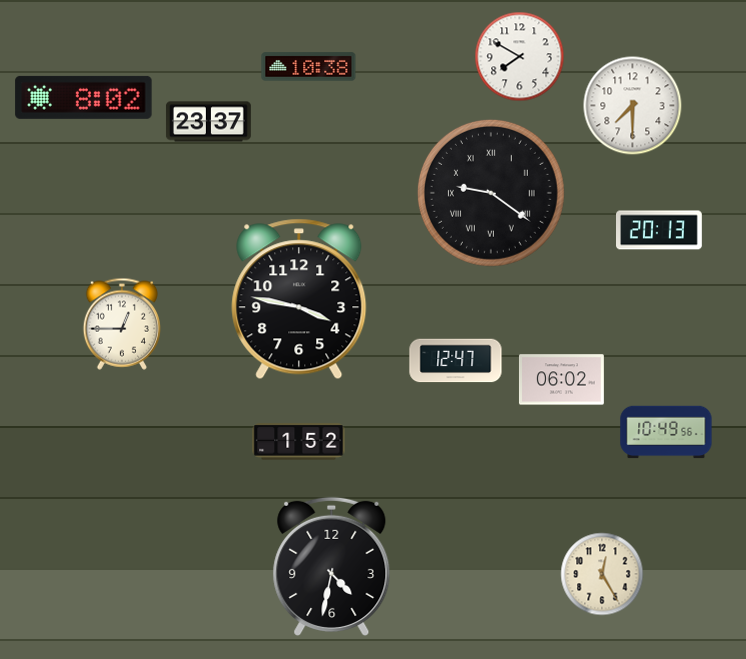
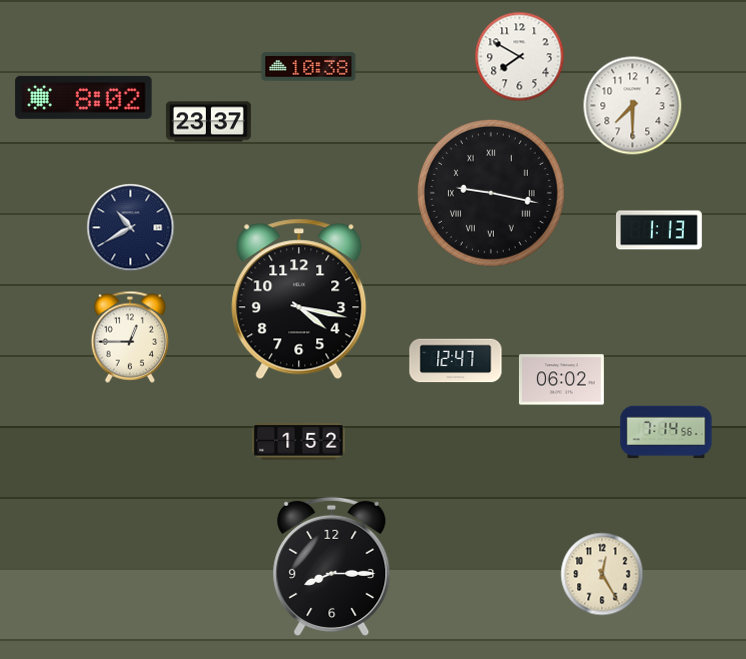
clock at (491, 193): 9:21 -> 9:17
clock at (131, 228): none -> 10:40
clock at (659, 230): 20:13 -> 1:13
clock at (299, 299): 3:47 -> 4:17
clock at (121, 324) position: (121, 324) -> (129, 337)
clock at (666, 432): 10:49 -> 7:14
clock at (332, 566): 4:32 -> 8:15
